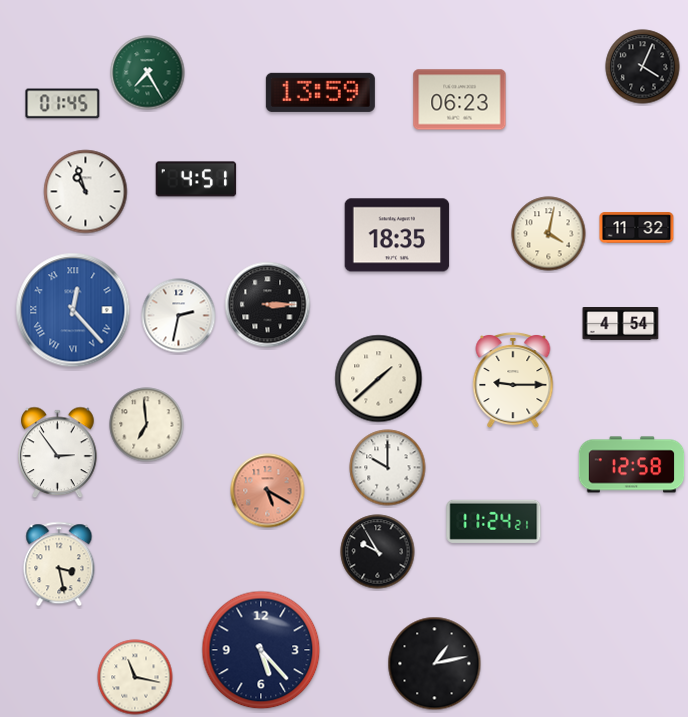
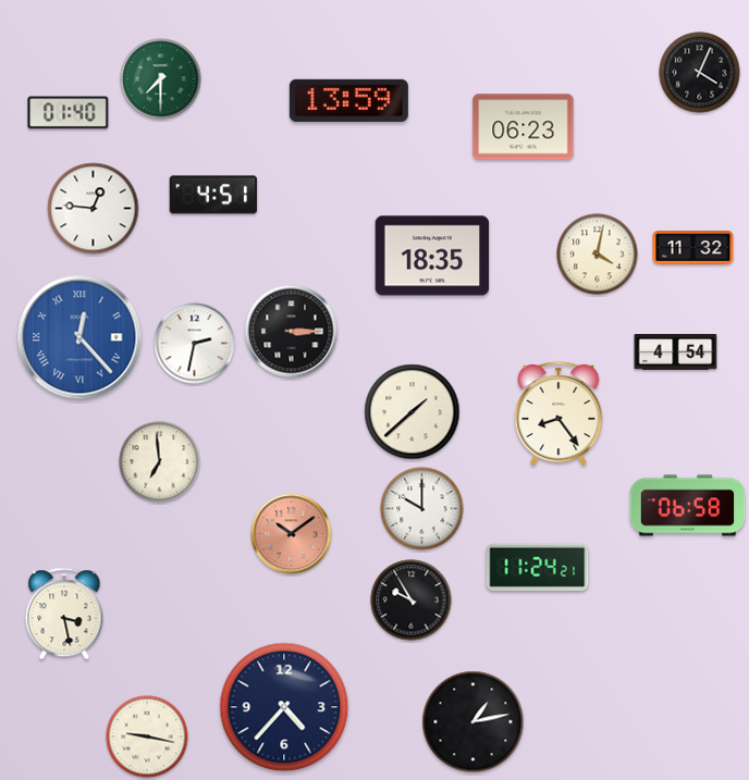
clock at (148, 73): 7:25 -> 7:30
clock at (460, 100) position: (460, 100) -> (524, 127)
clock at (63, 104): 01:45 -> 01:40
clock at (86, 192): 10:57 -> 12:46
clock at (513, 380): 9:15 -> 8:24
clock at (58, 453): 2:54 -> none
clock at (632, 465): 12:58 -> 06:58
clock at (268, 491): 5:20 -> 10:09
clock at (261, 650): 5:23 -> 4:37
clock at (135, 677): 11:17 -> 9:17
